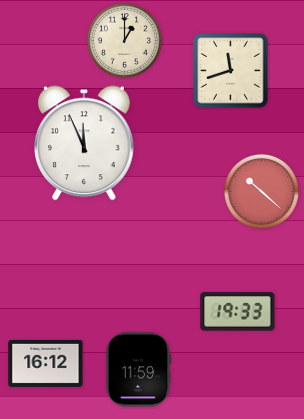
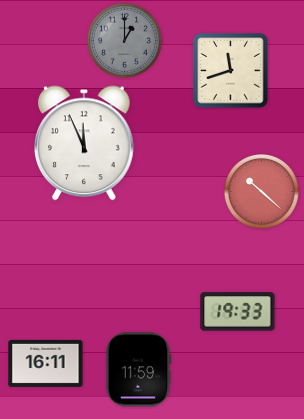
clock at (124, 40) dial: cream -> grey
clock at (46, 363): 16:12 -> 16:11
